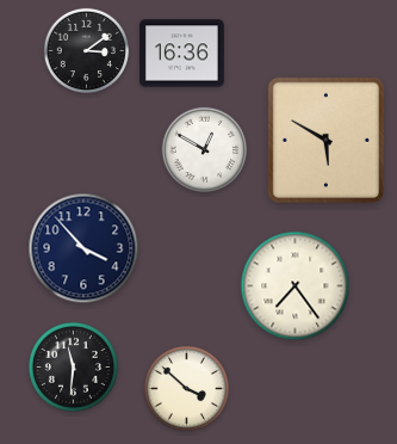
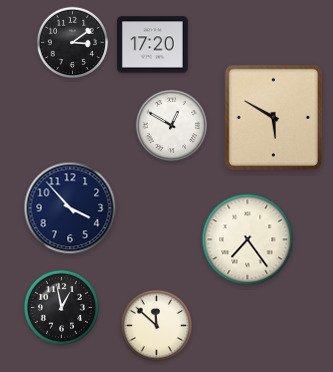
clock at (182, 54): 16:36 -> 17:20
clock at (73, 366): 11:31 -> 12:58
clock at (187, 389): 3:52 -> 11:52
